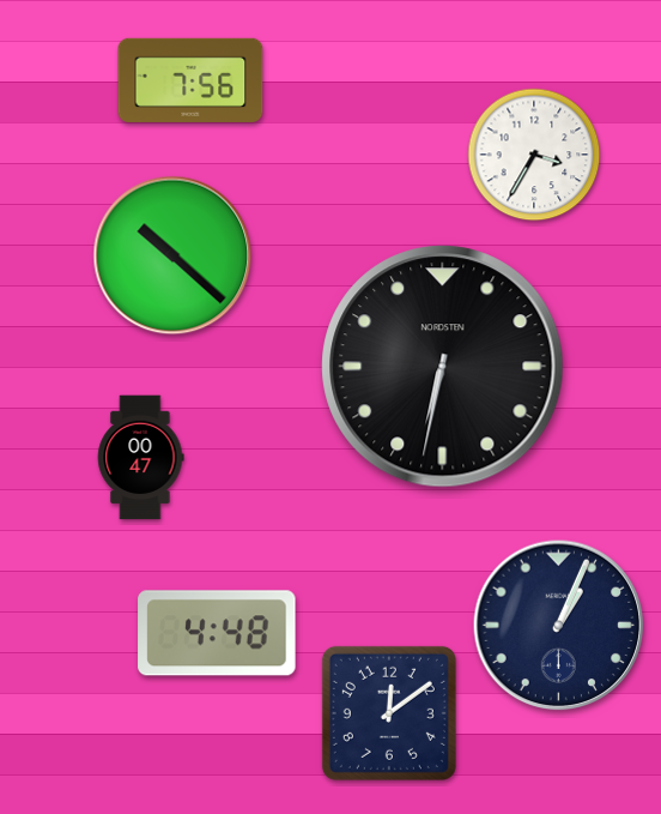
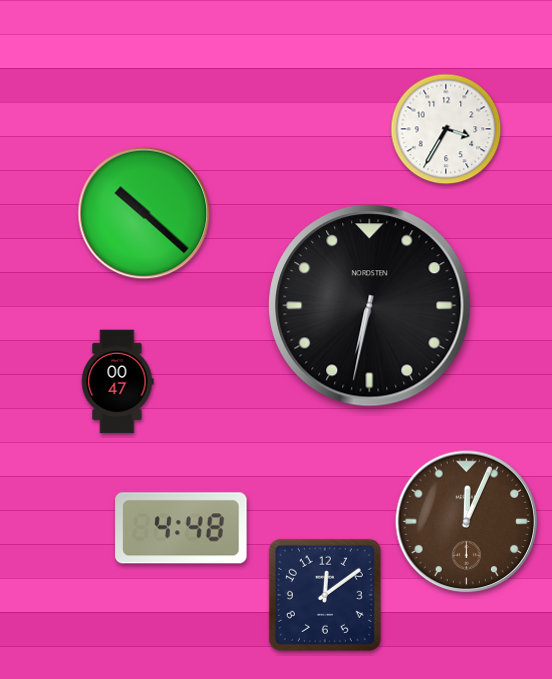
clock at (190, 80): 7:56 -> none
clock at (559, 626): 1:04 -> 12:04
clock at (559, 626) dial: navy -> brown
